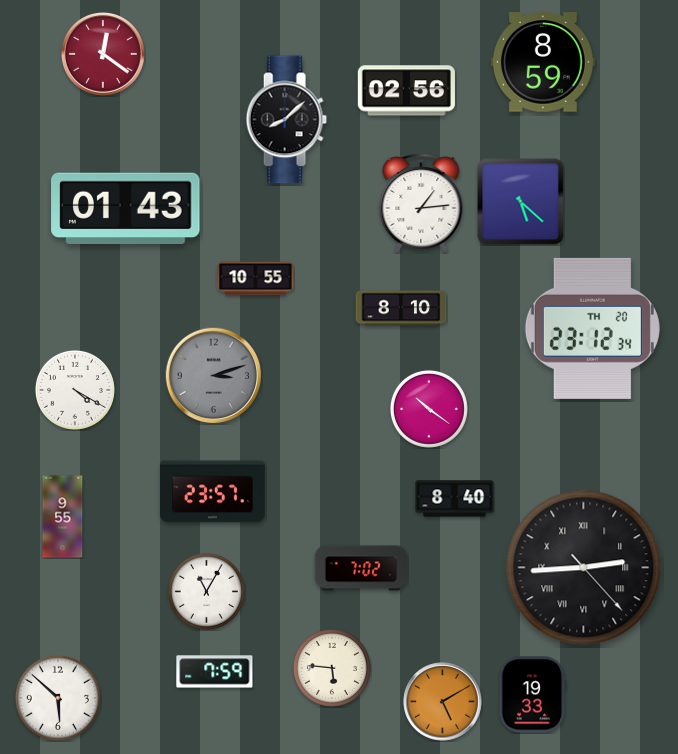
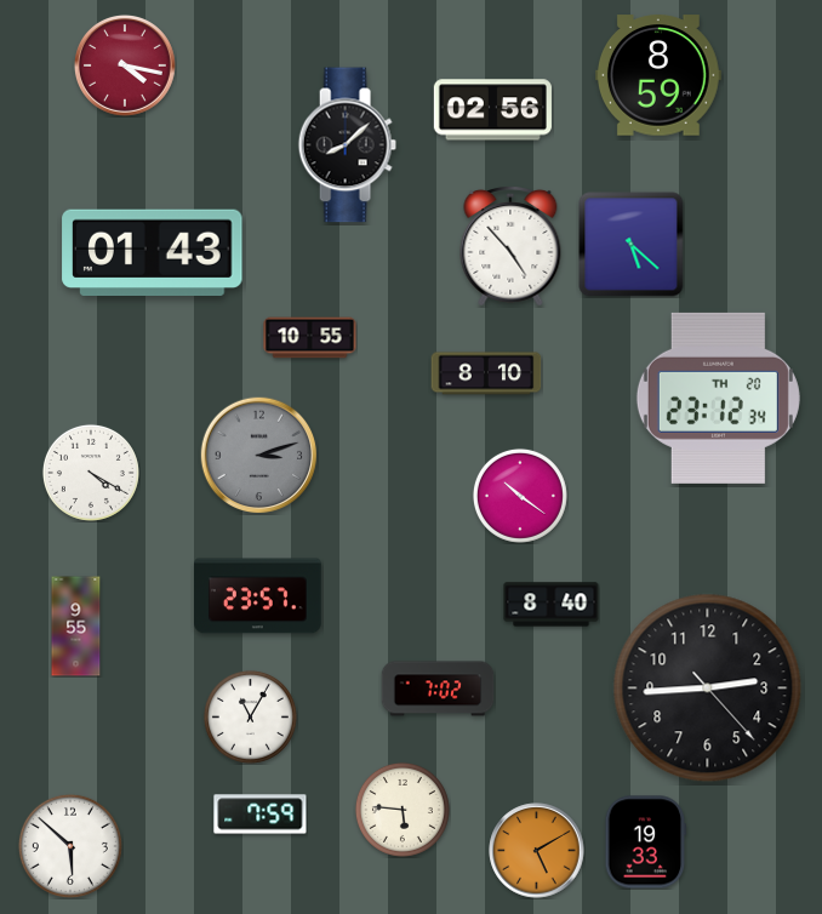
clock at (103, 54): 12:21 -> 4:17
clock at (421, 203): 1:14 -> 4:53
clock at (584, 568) numerals: Roman -> Arabic
